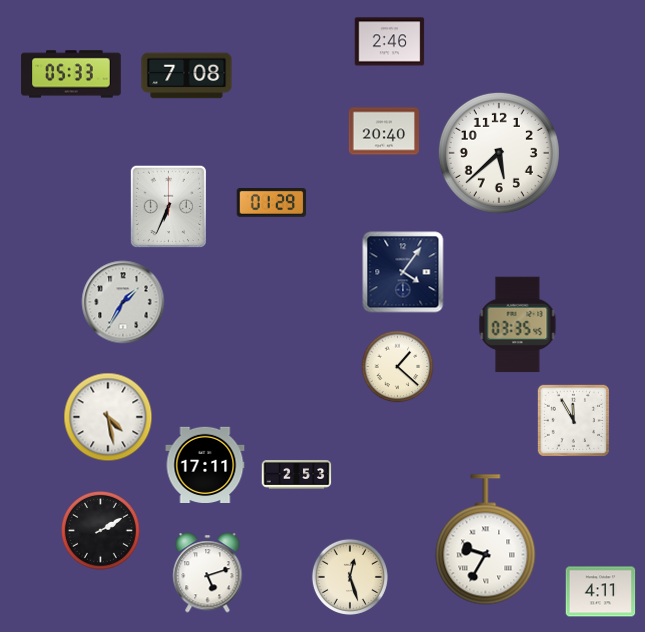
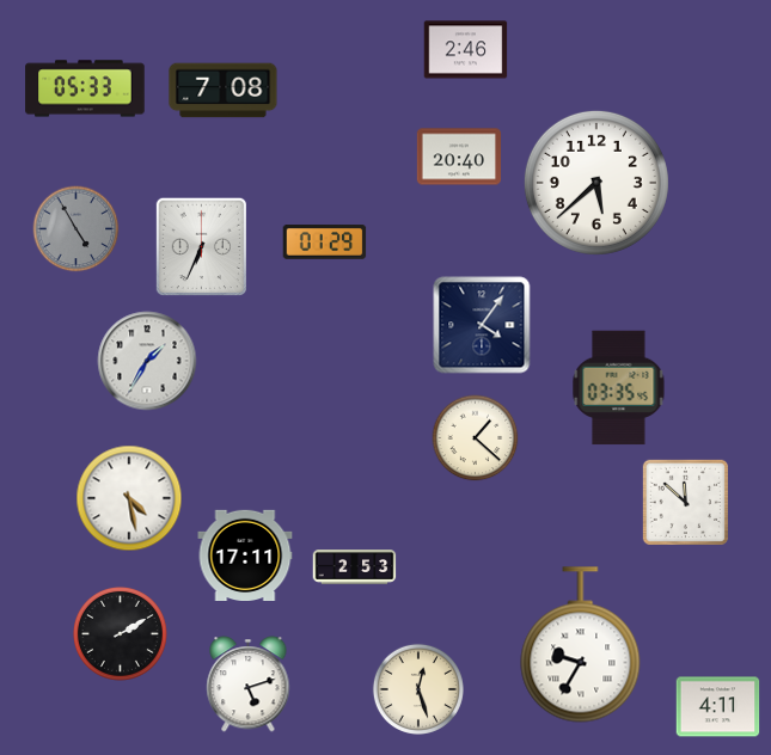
clock at (77, 229): none -> 4:55
clock at (573, 420): 11:55 -> 11:52
